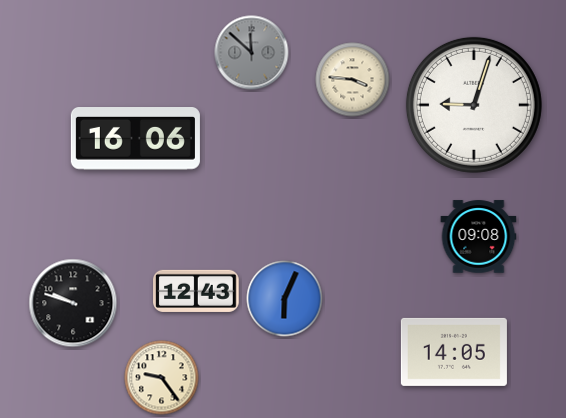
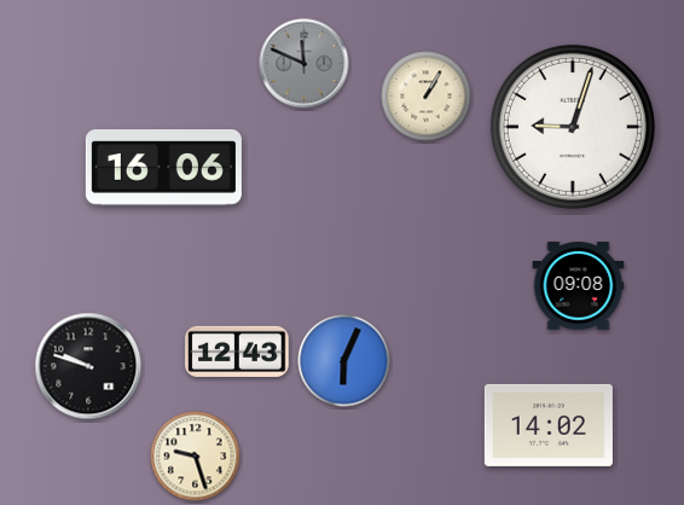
clock at (252, 53): 11:52 -> 11:49
clock at (353, 80): 3:46 -> 1:05
clock at (454, 352): 14:05 -> 14:02
clock at (162, 378): 9:24 -> 9:27
